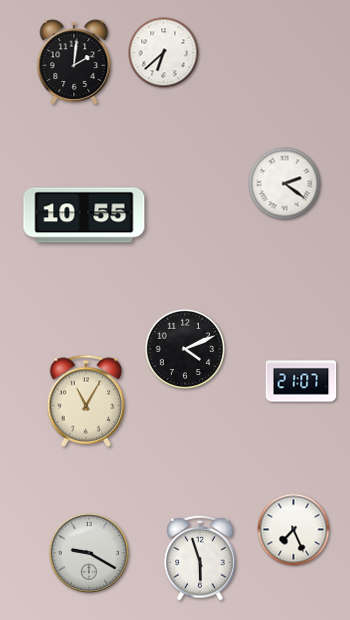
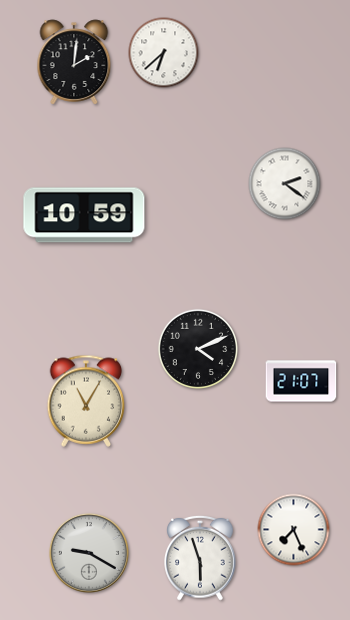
clock at (84, 215): 10:55 -> 10:59
clock at (185, 349) position: (185, 349) -> (198, 349)
